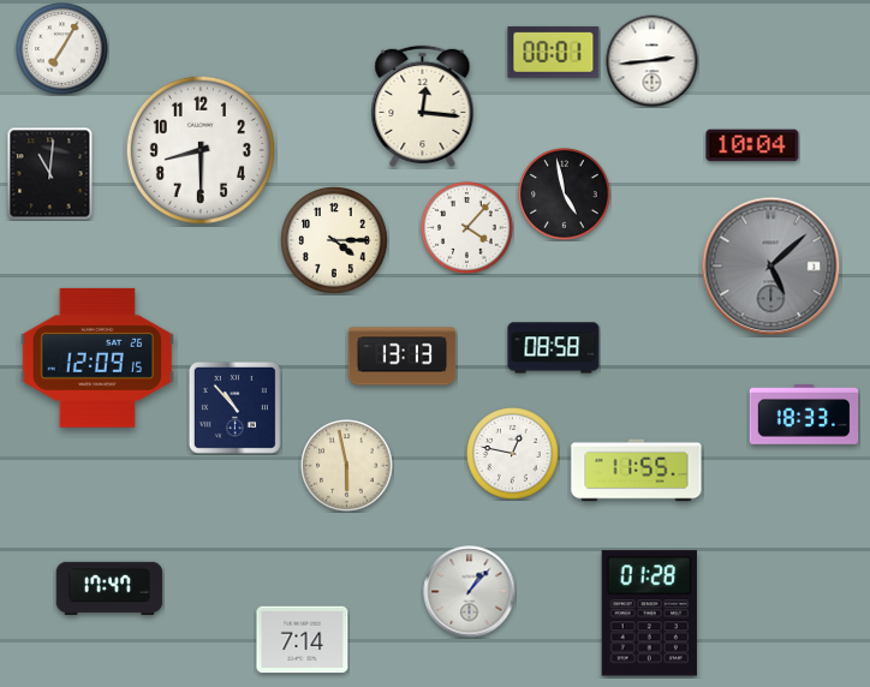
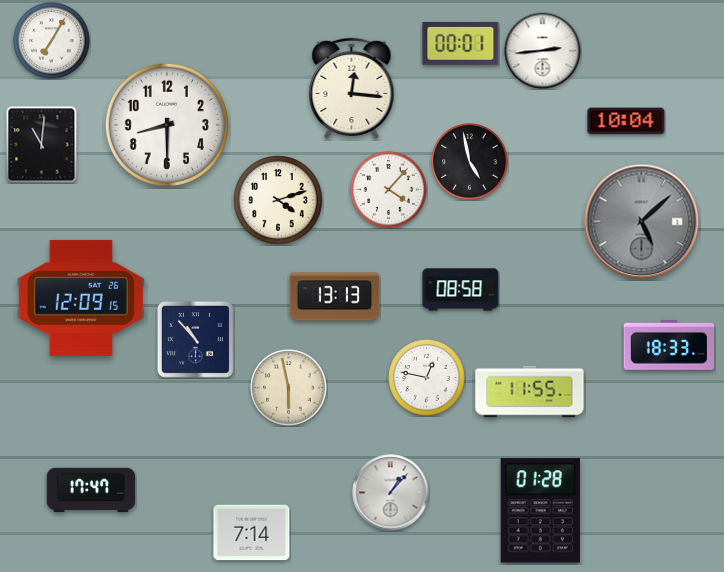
clock at (335, 241): 4:15 -> 4:12
